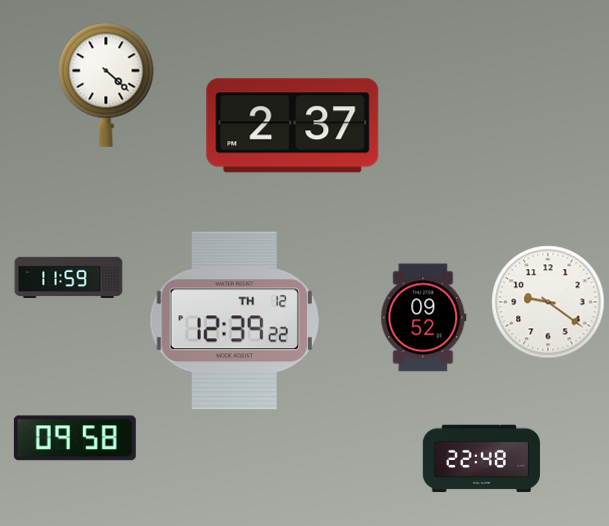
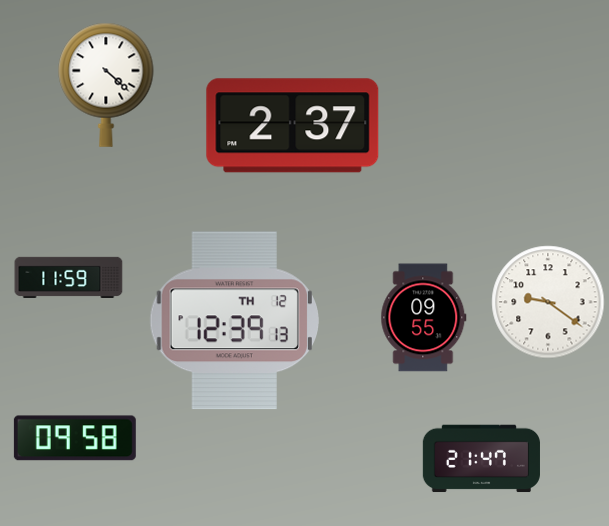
clock at (424, 318): 09:52 -> 09:55
clock at (234, 321): 12:39:22 -> 12:39:13
clock at (481, 459): 22:48 -> 21:47
